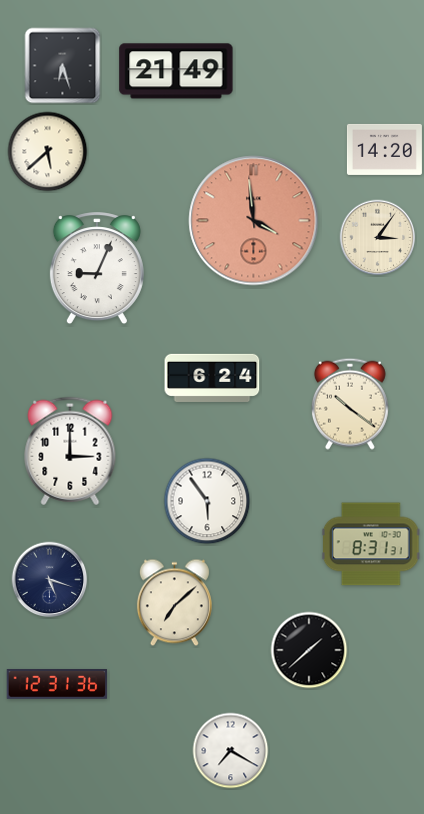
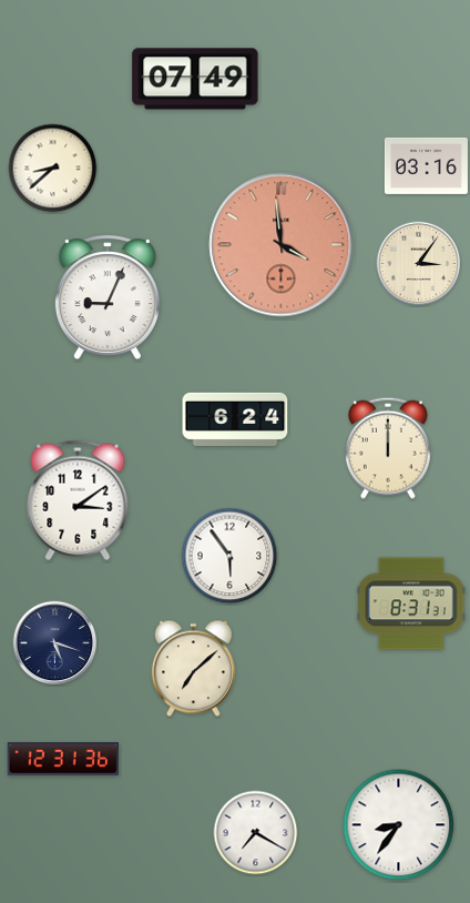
clock at (63, 66): 6:27 -> none
clock at (176, 71): 21:49 -> 07:49
clock at (384, 149): 14:20 -> 03:16
clock at (48, 152): 5:38 -> 8:38
clock at (350, 404): 10:21 -> 12:00
clock at (70, 451): 3:00 -> 3:09
clock at (309, 650): 1:38 -> none
clock at (399, 825): none -> 8:36
